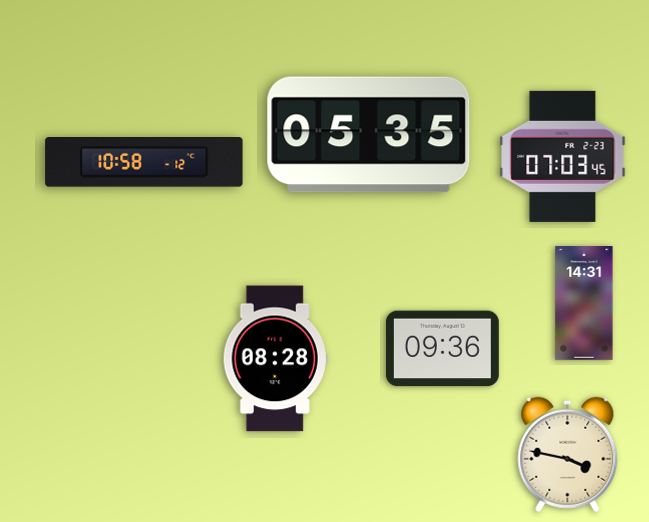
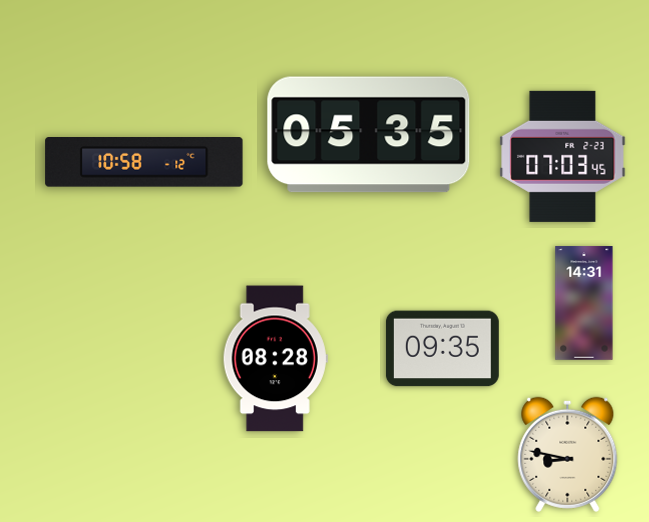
clock at (442, 349): 09:36 -> 09:35
clock at (568, 454): 3:47 -> 8:47
